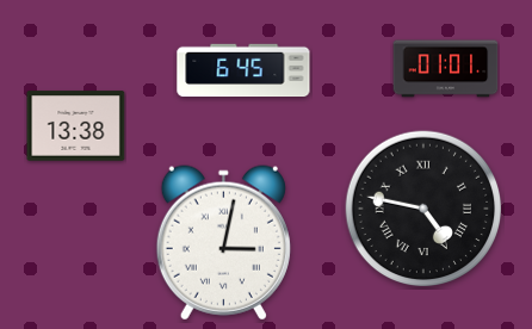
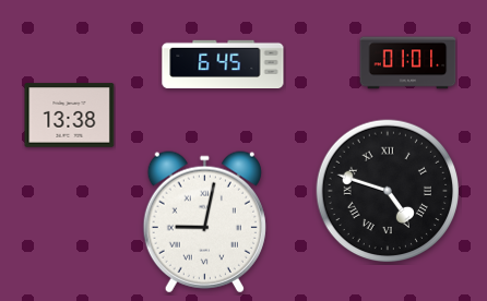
clock at (423, 209): 4:47 -> 4:48
clock at (223, 243): 3:02 -> 9:02
